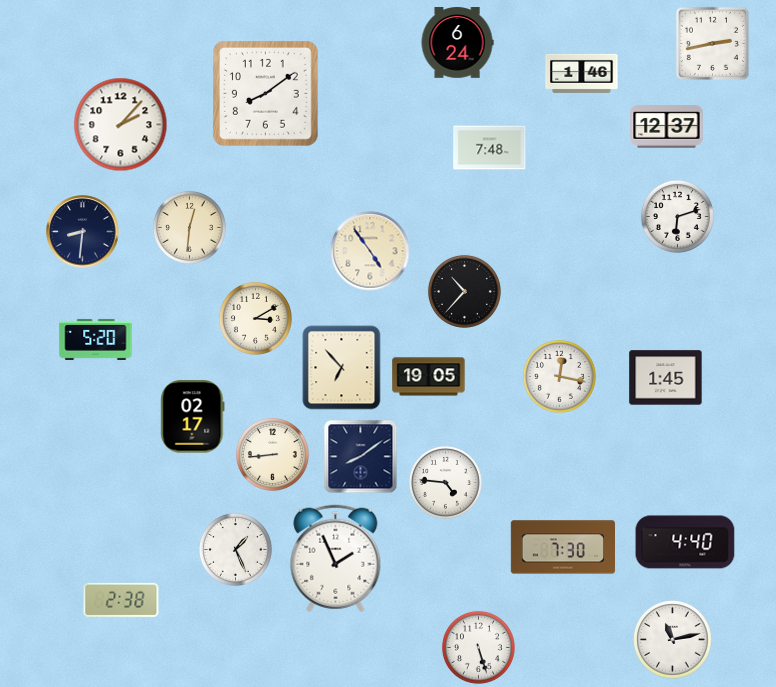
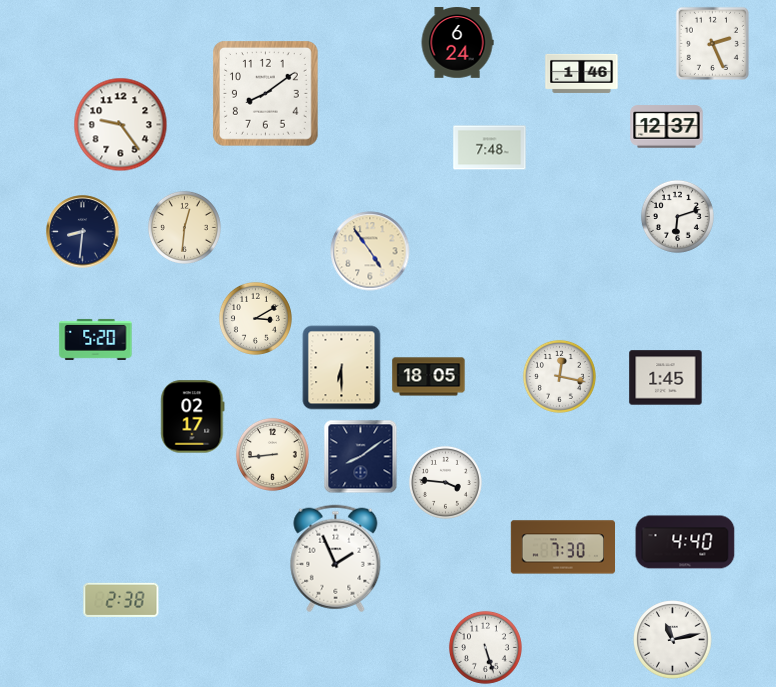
clock at (712, 43): 2:43 -> 2:26
clock at (121, 125): 2:07 -> 9:24
clock at (189, 227) position: (189, 227) -> (184, 227)
clock at (464, 291): 10:37 -> none
clock at (342, 368): 6:53 -> 6:30
clock at (429, 377): 19:05 -> 18:05
clock at (445, 482): 4:46 -> 3:46
clock at (235, 549): 1:26 -> none
clock at (478, 647) position: (478, 647) -> (485, 647)
